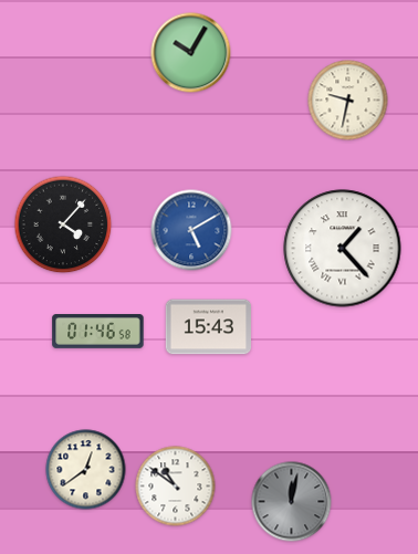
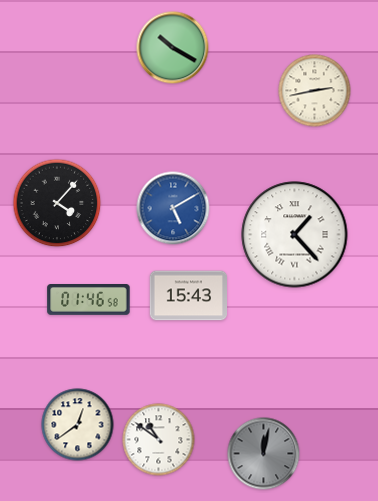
clock at (191, 53): 10:05 -> 10:20
clock at (348, 101): 9:32 -> 2:43
clock at (343, 249) position: (343, 249) -> (295, 235)
